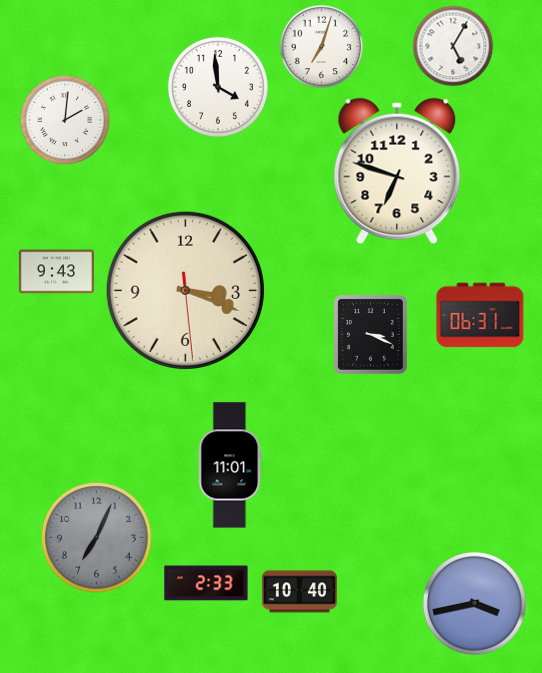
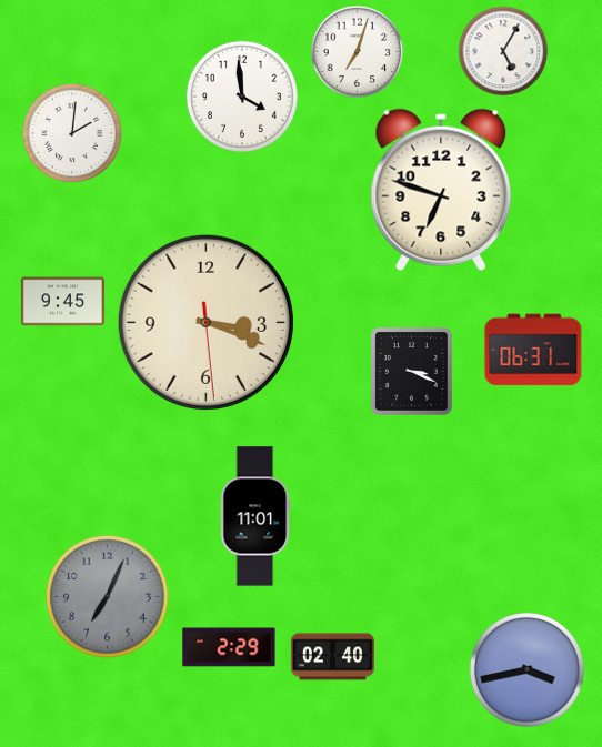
clock at (56, 272): 9:43 -> 9:45
clock at (206, 583): 2:33 -> 2:29
clock at (299, 592): 10:40 -> 02:40
